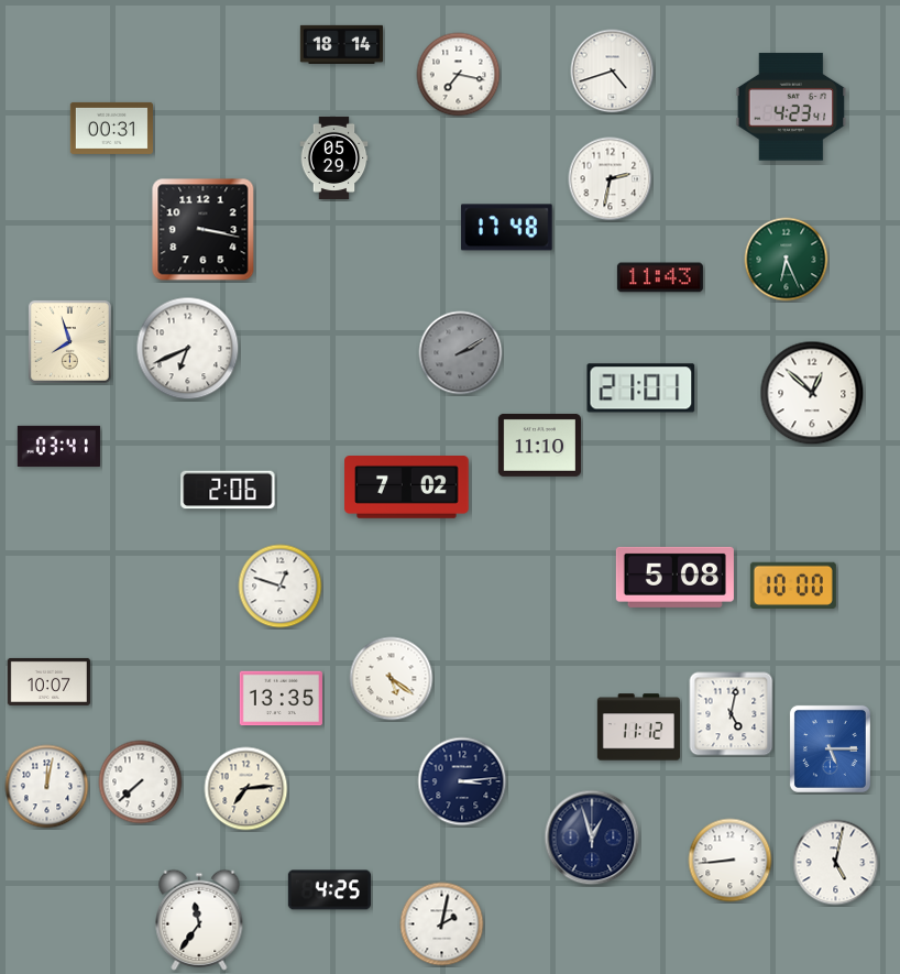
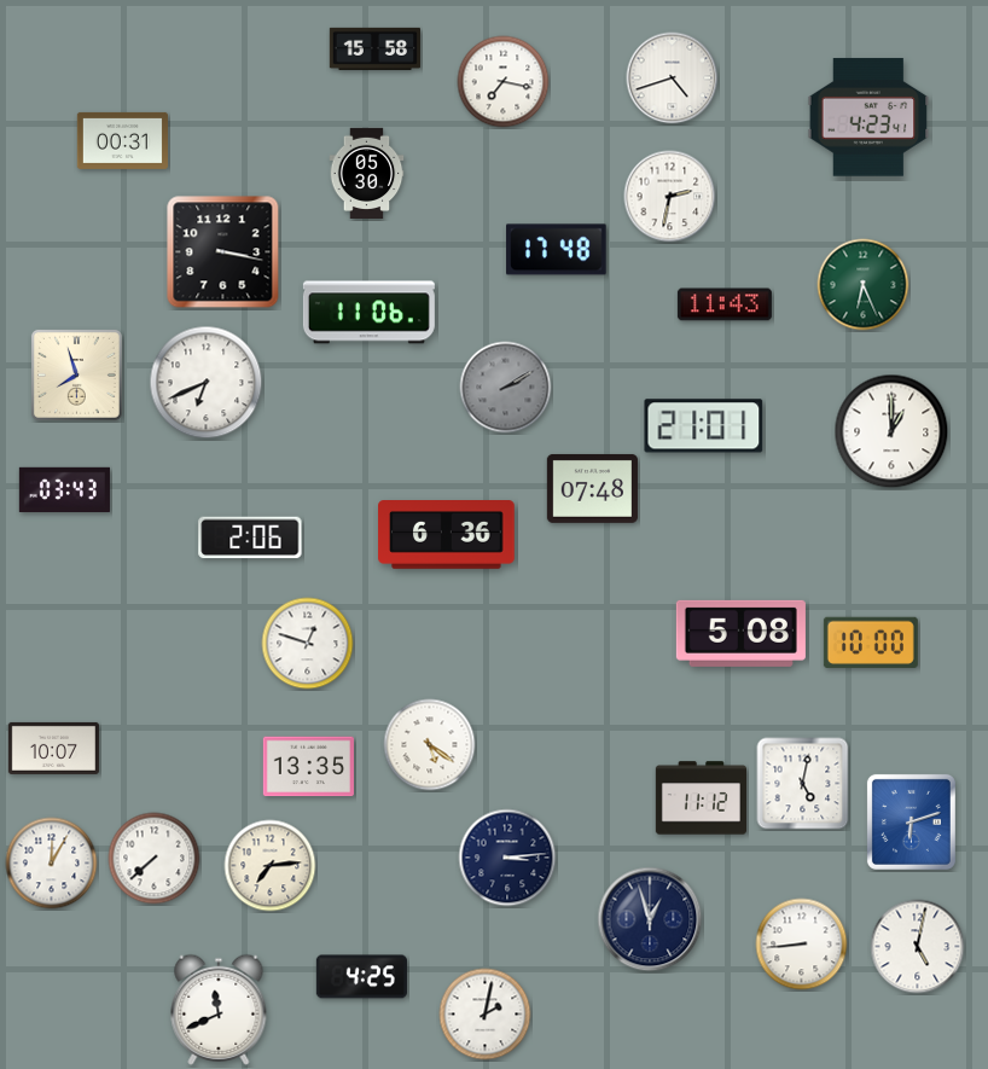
clock at (341, 44): 18:14 -> 15:58
clock at (334, 157): 05:29 -> 05:30
clock at (368, 313): none -> 11:06
clock at (812, 393): 12:52 -> 1:00
clock at (539, 445): 11:10 -> 07:48
clock at (58, 446): 03:41 -> 03:43
clock at (407, 488): 7:02 -> 6:36
clock at (830, 748): 5:15 -> 6:12
clock at (47, 787): 12:02 -> 12:05
clock at (199, 920): 11:36 -> 11:41
